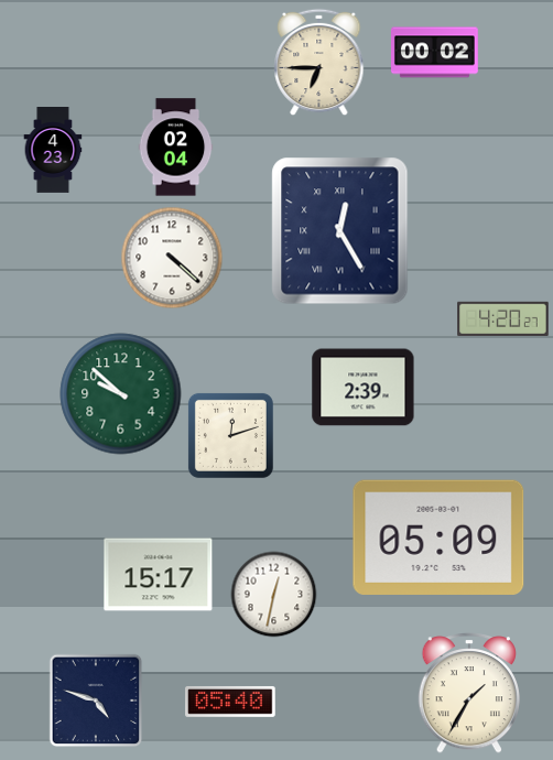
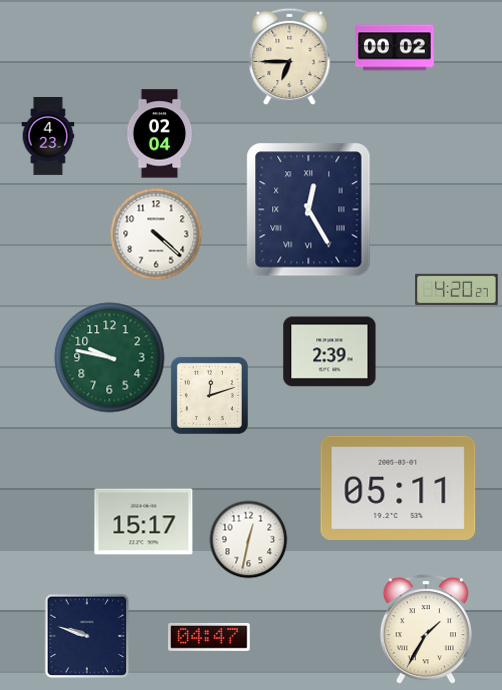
clock at (121, 394): 9:52 -> 9:47
clock at (438, 538): 05:09 -> 05:11
clock at (96, 701): 4:48 -> 9:48
clock at (230, 702): 05:40 -> 04:47
